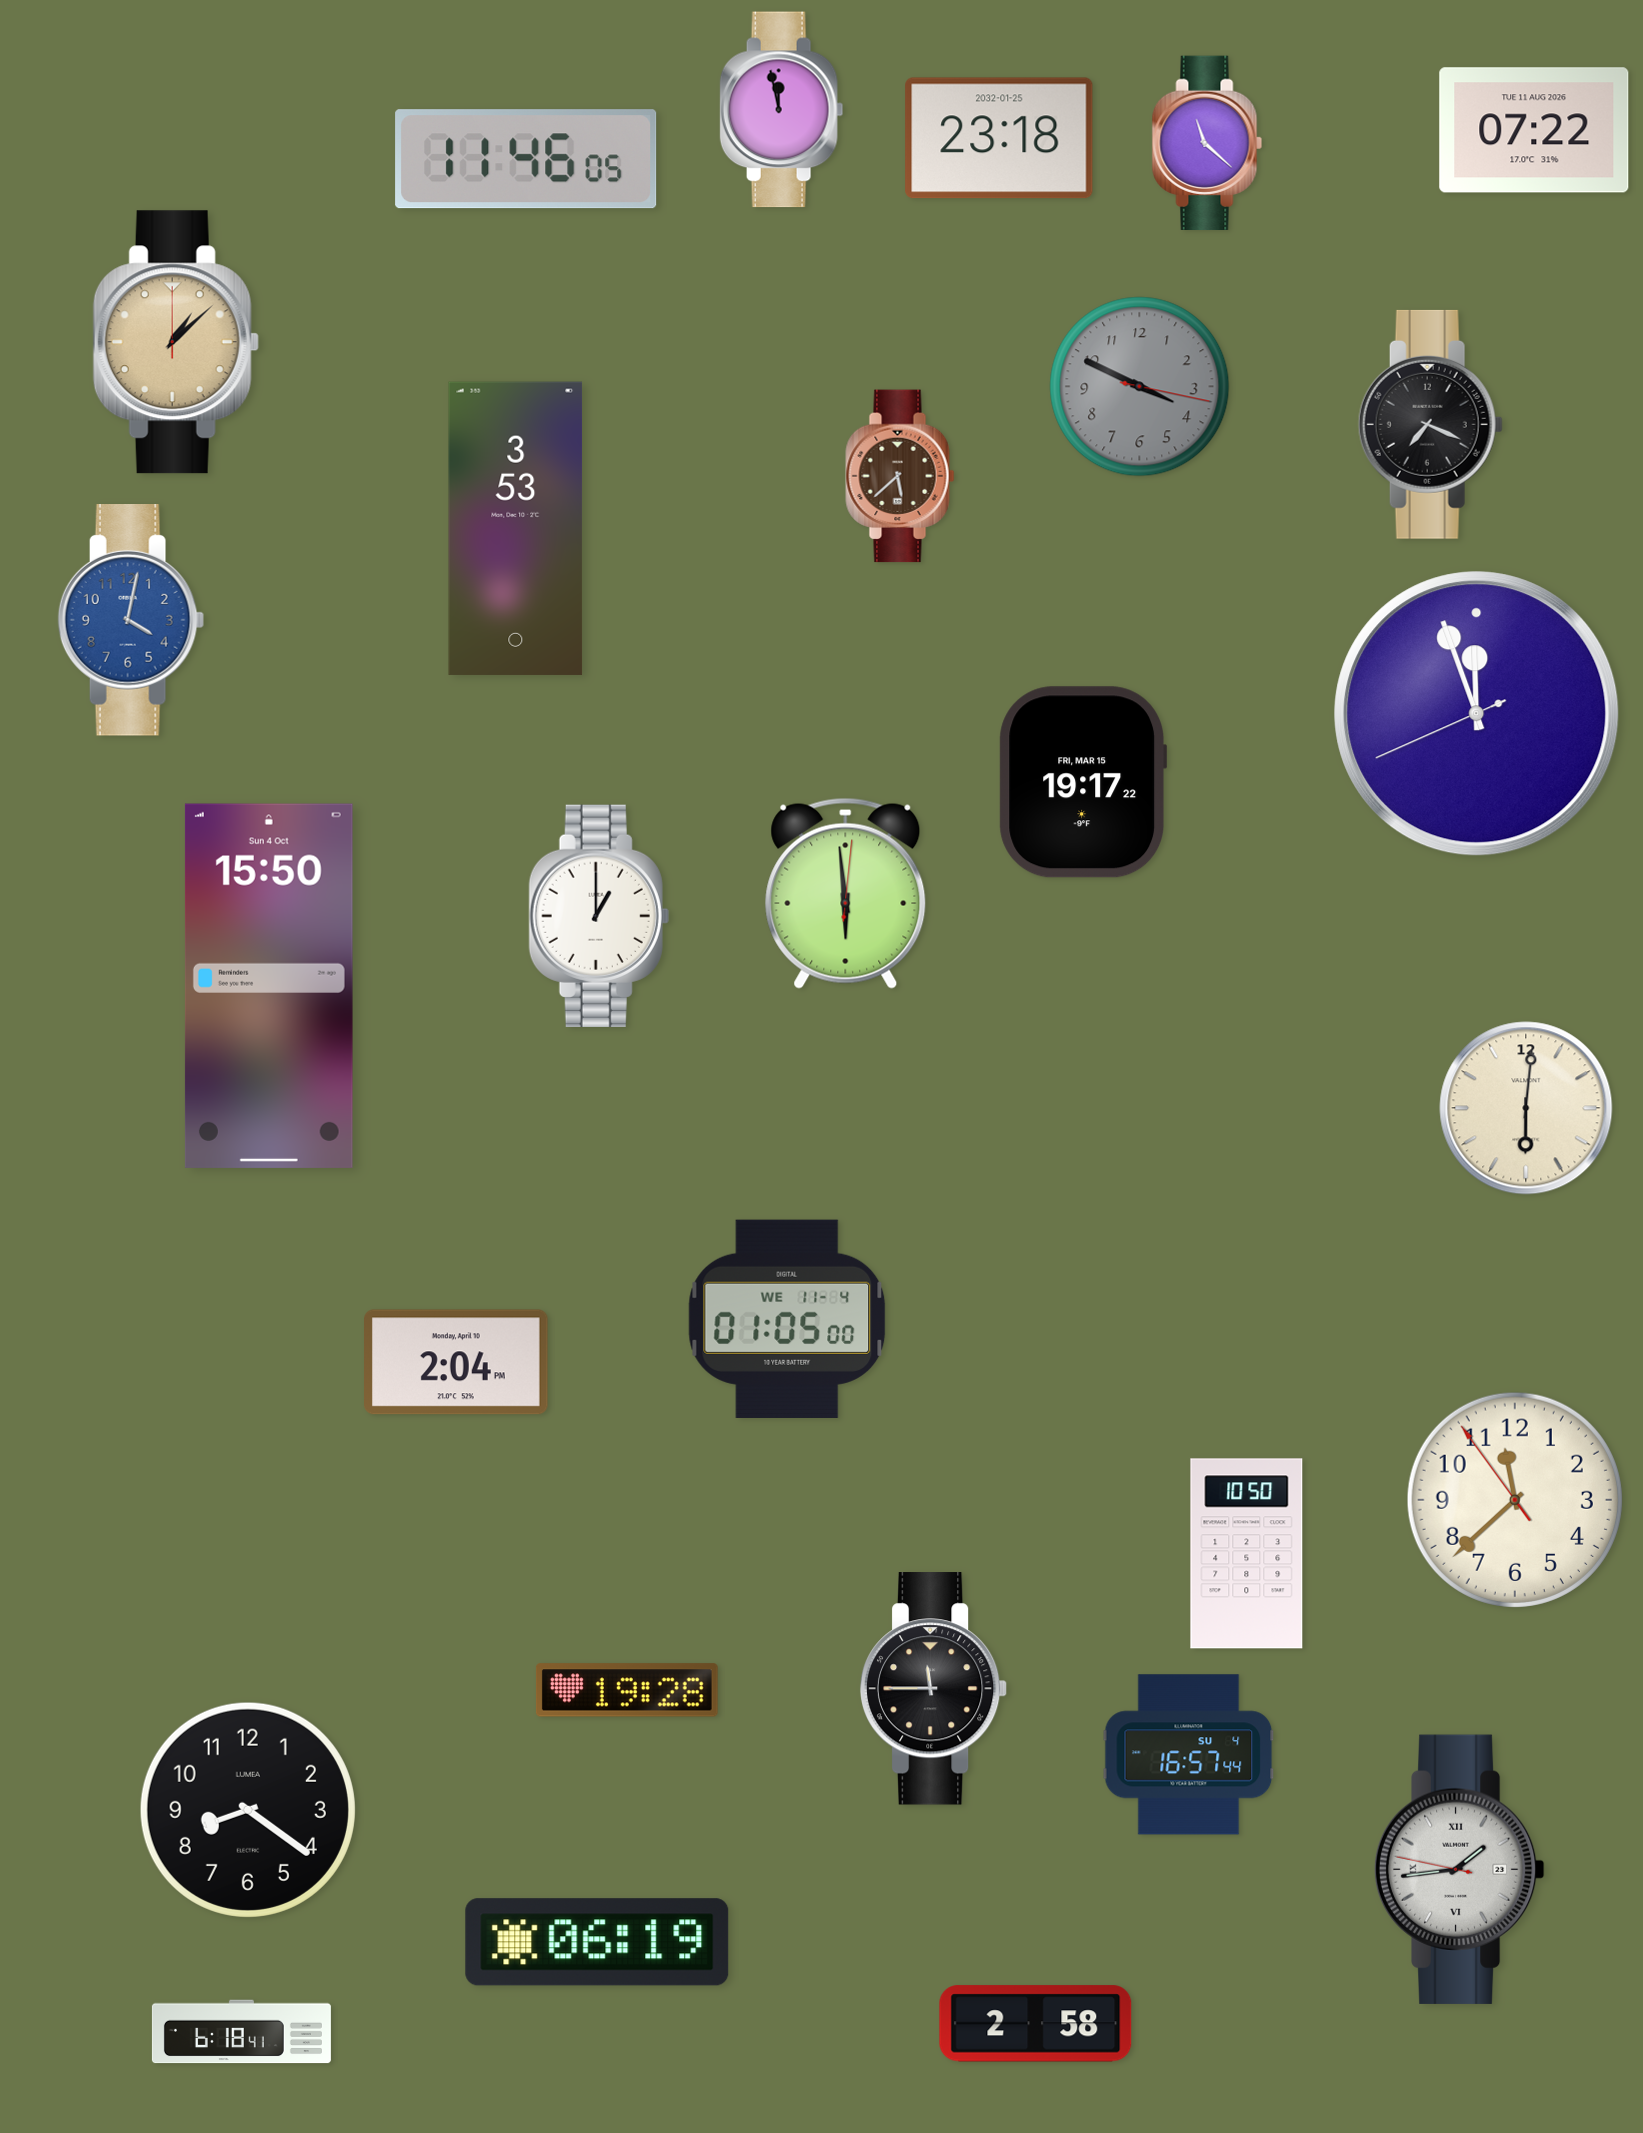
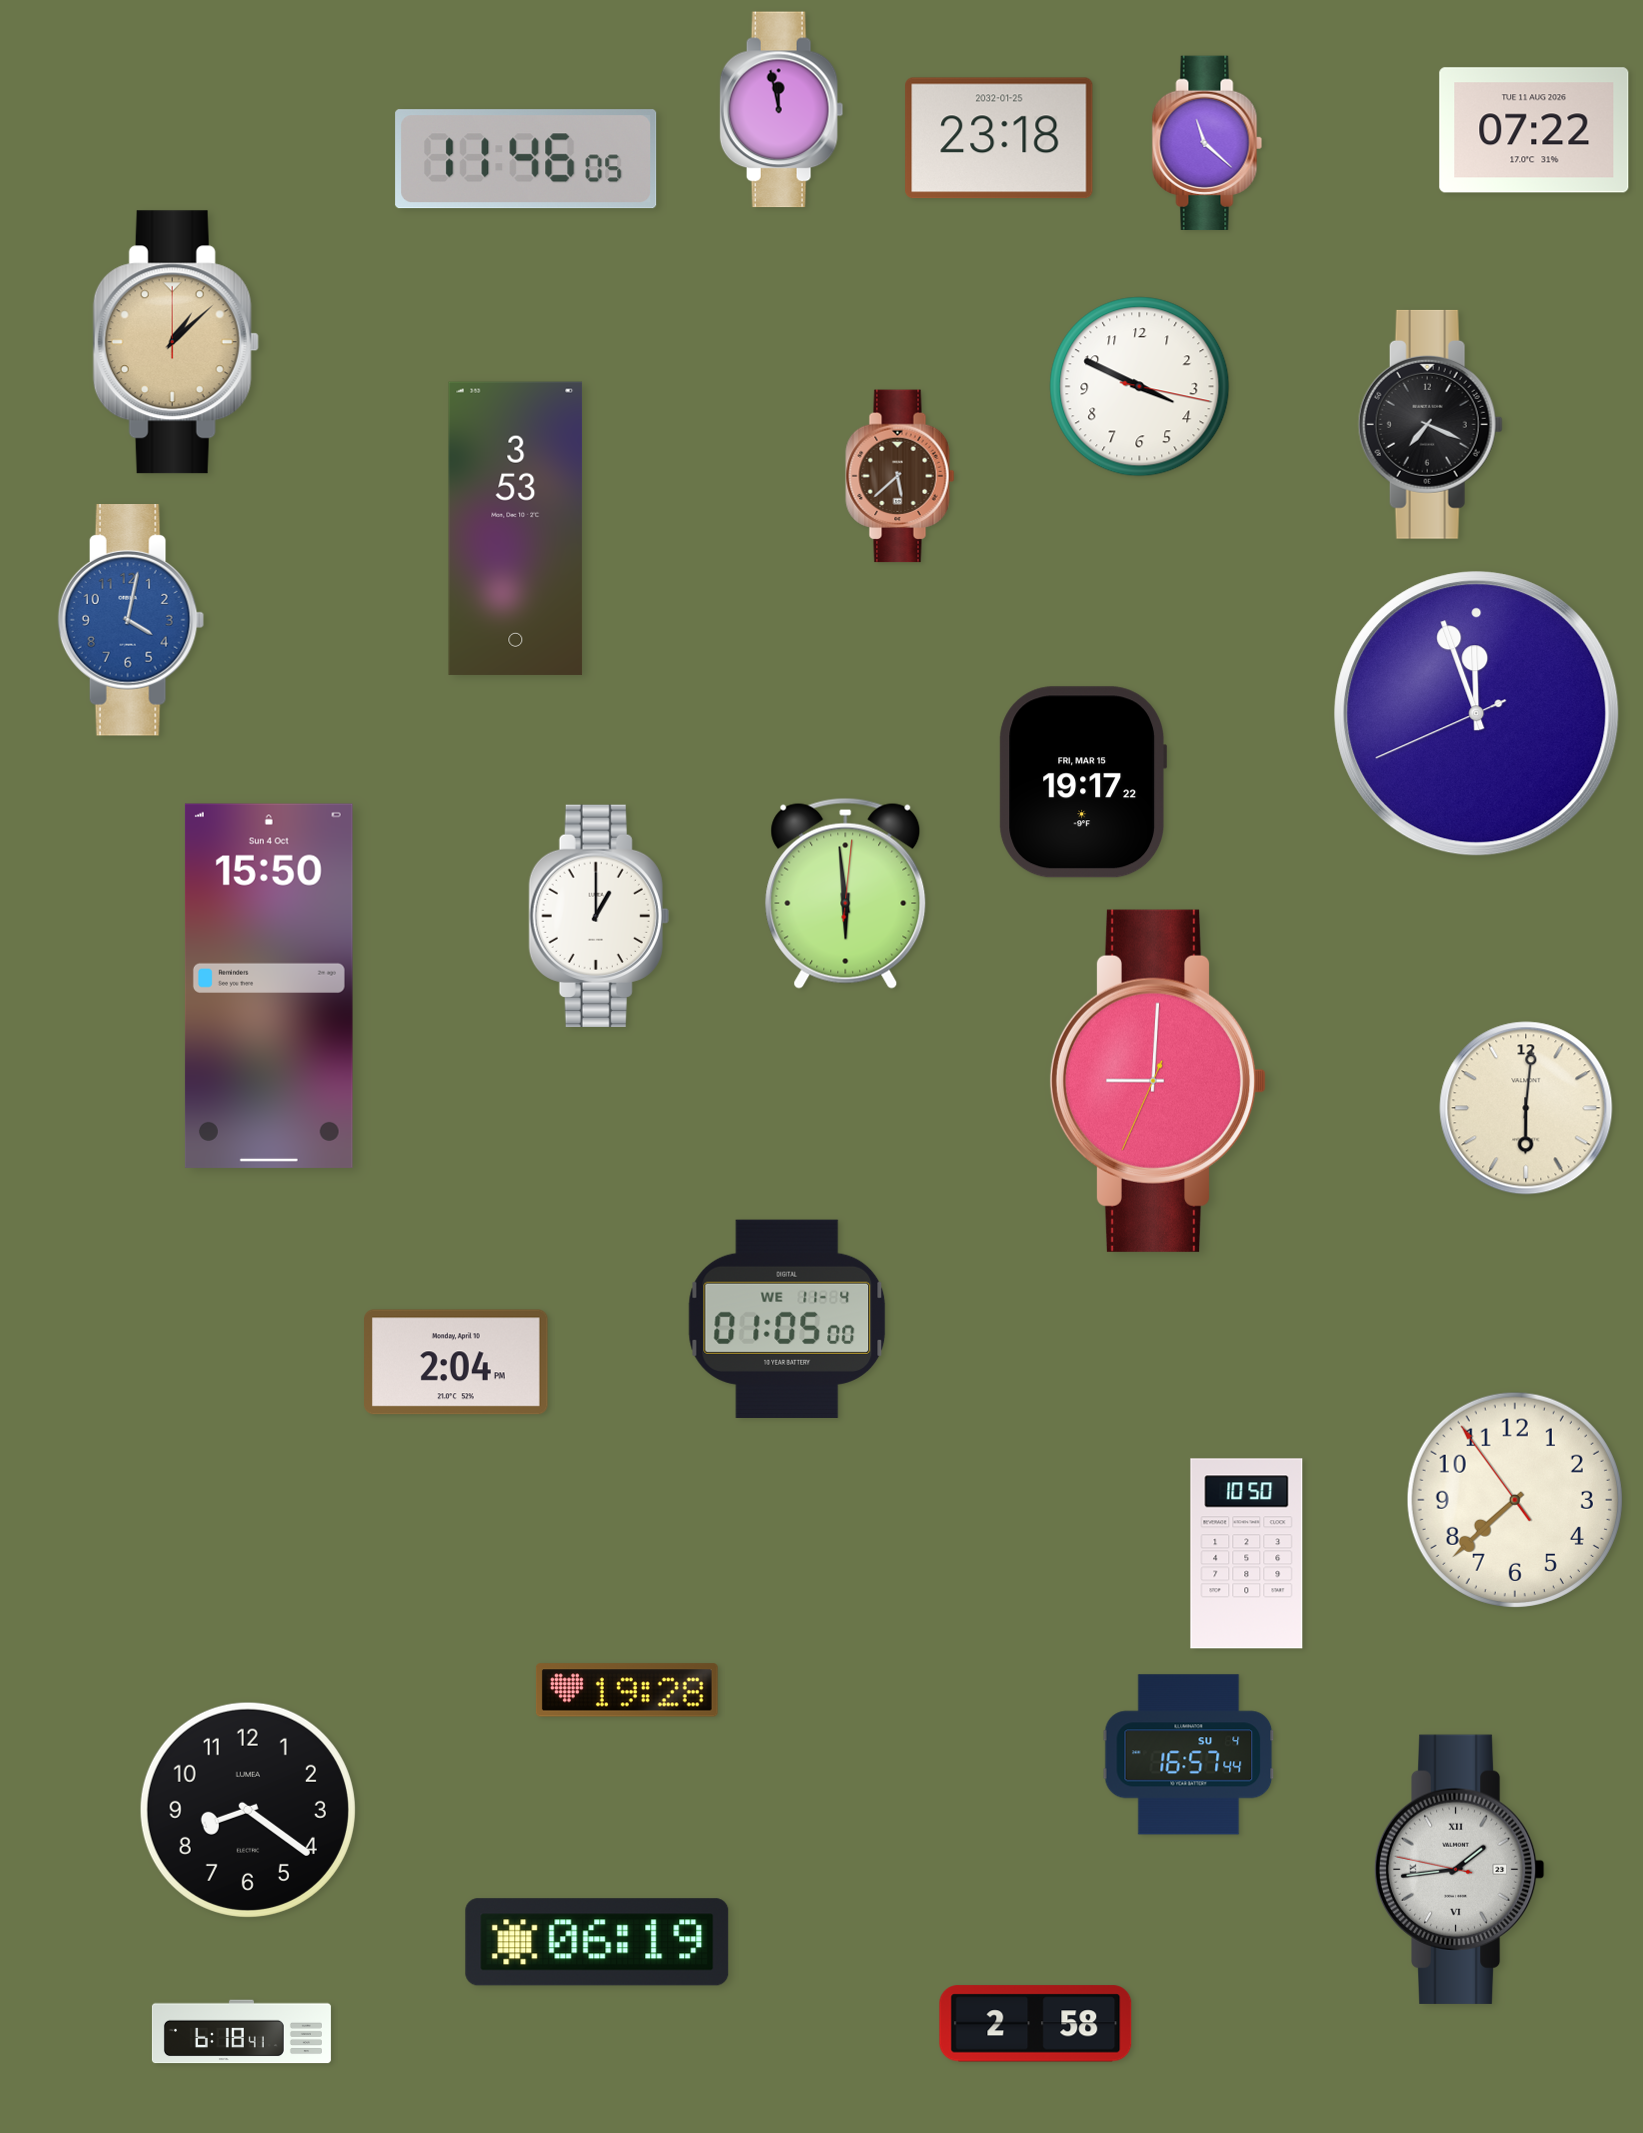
clock at (1140, 387) dial: grey -> white
clock at (1158, 1081): none -> 9:00
clock at (1515, 1500): 11:37 -> 7:37
clock at (934, 1689): 11:45 -> none
